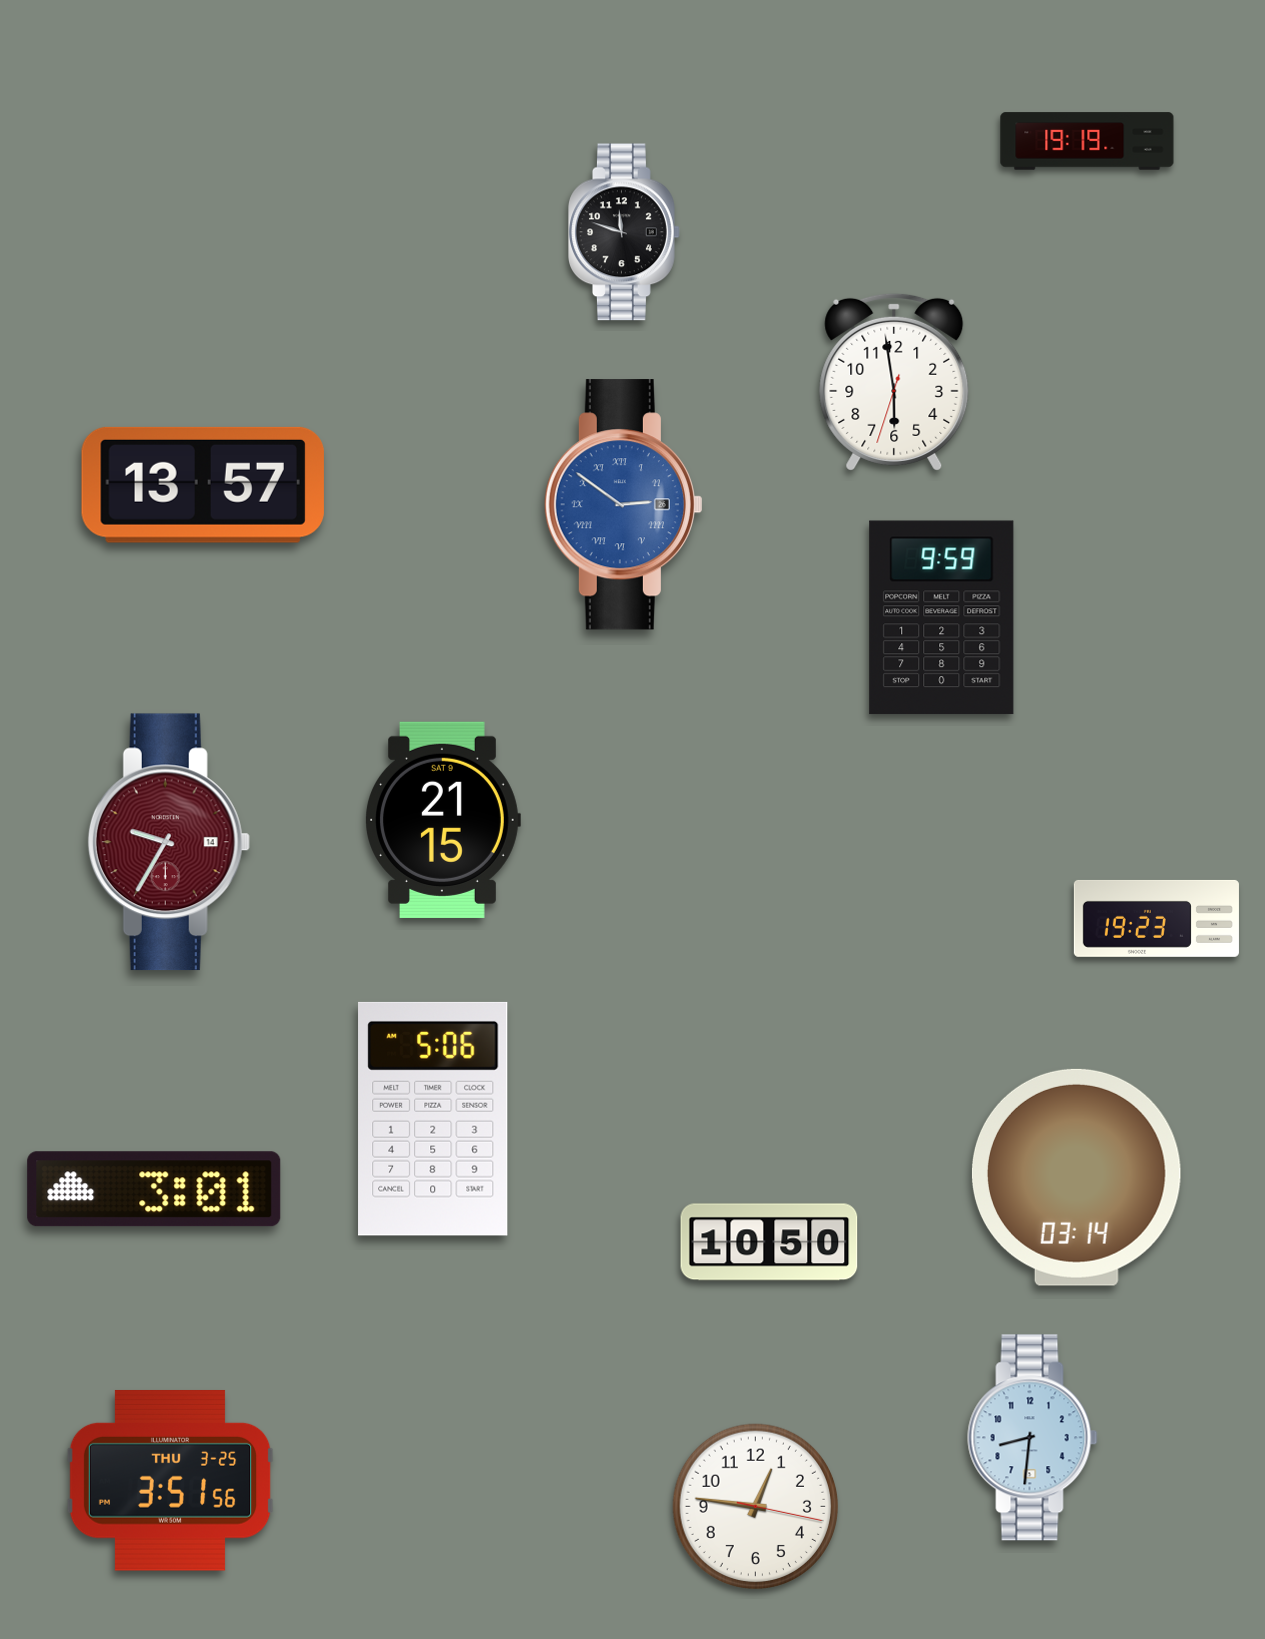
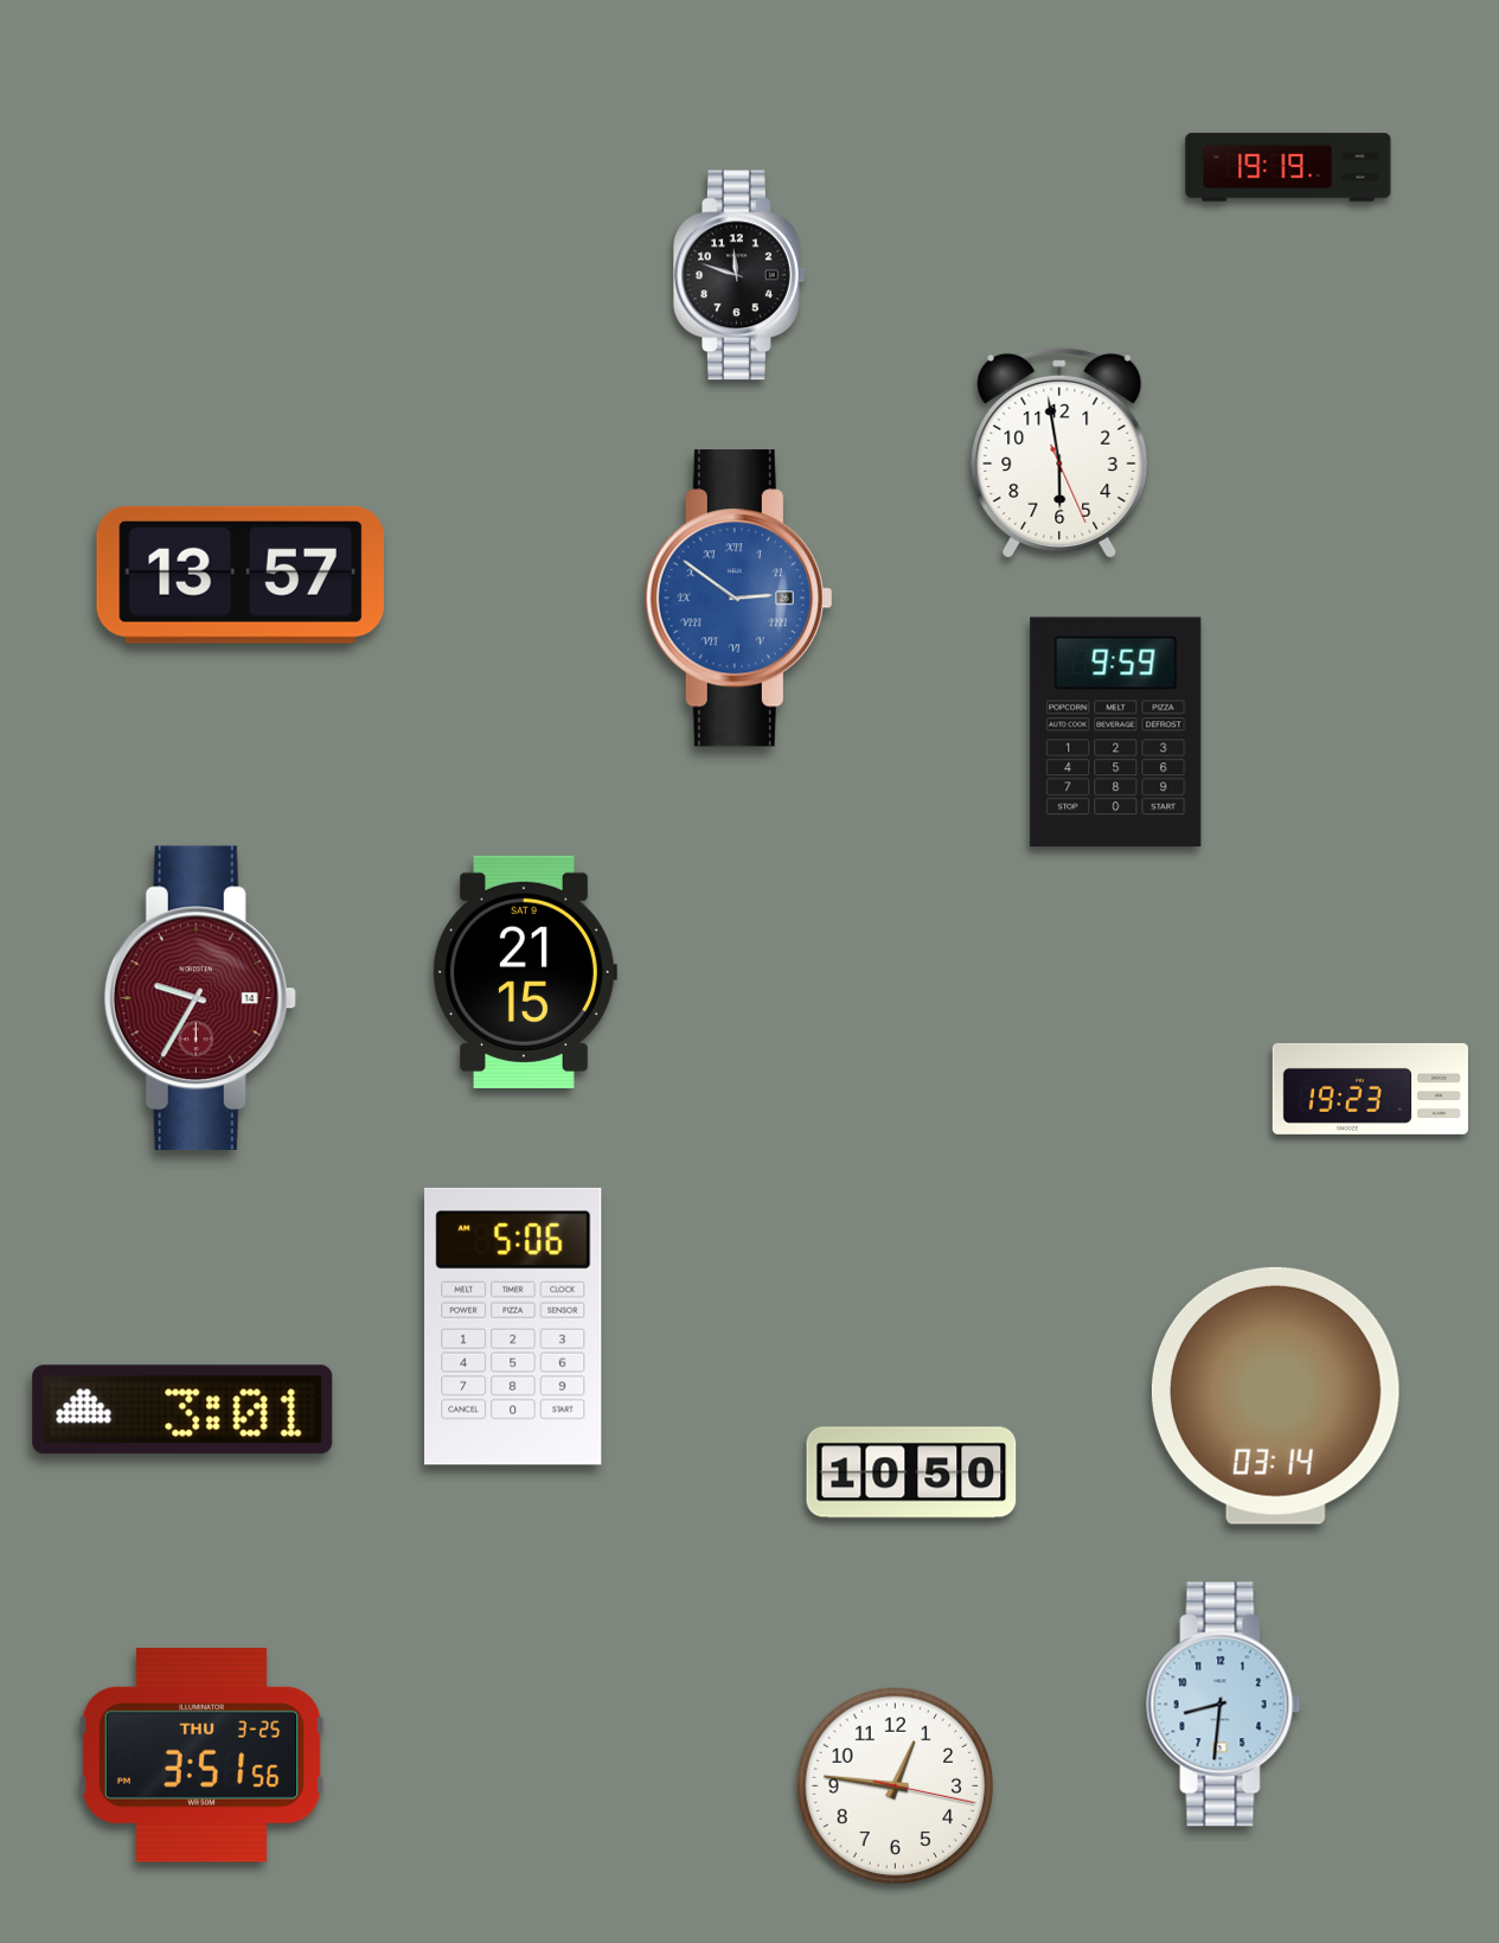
clock at (894, 382): 5:58:33 -> 5:58:26
